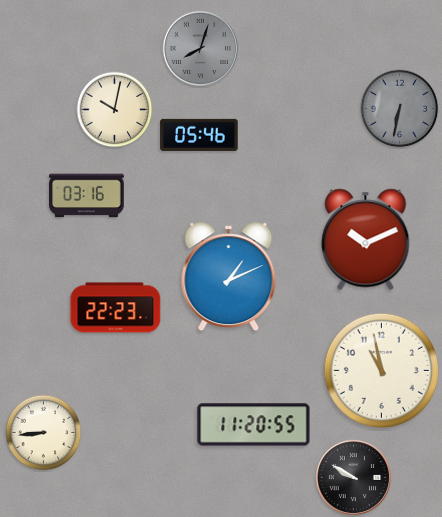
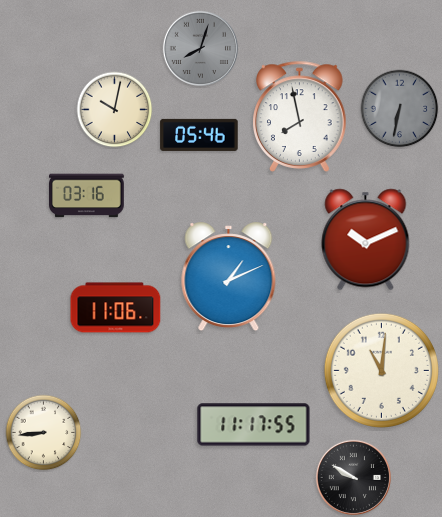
clock at (300, 116): none -> 7:58
clock at (116, 308): 22:23 -> 11:06
clock at (381, 370): 10:58 -> 11:01
clock at (254, 425): 11:20 -> 11:17
